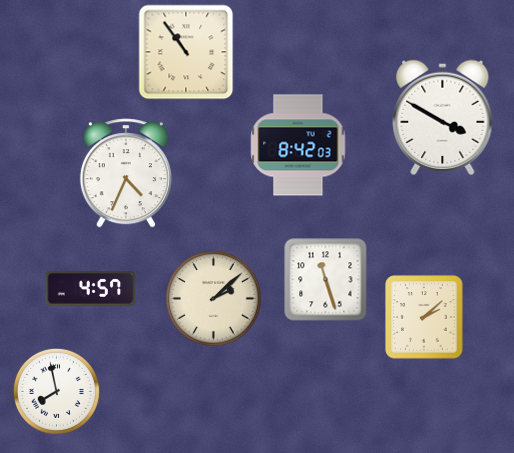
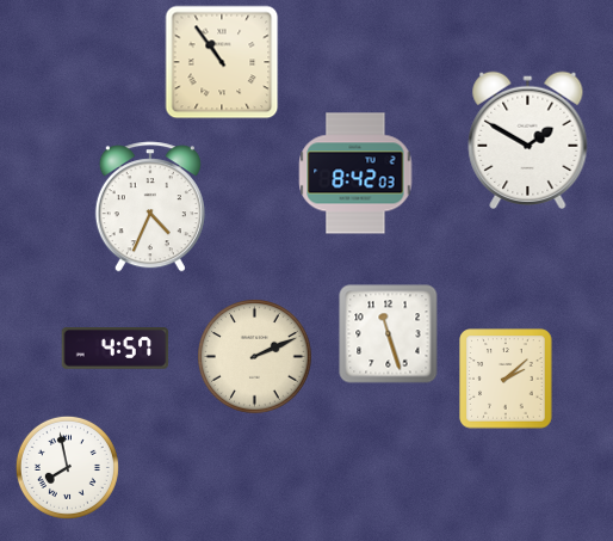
clock at (443, 117): 3:50 -> 1:50
clock at (91, 289) position: (91, 289) -> (116, 349)
clock at (214, 299): 2:08 -> 2:11
